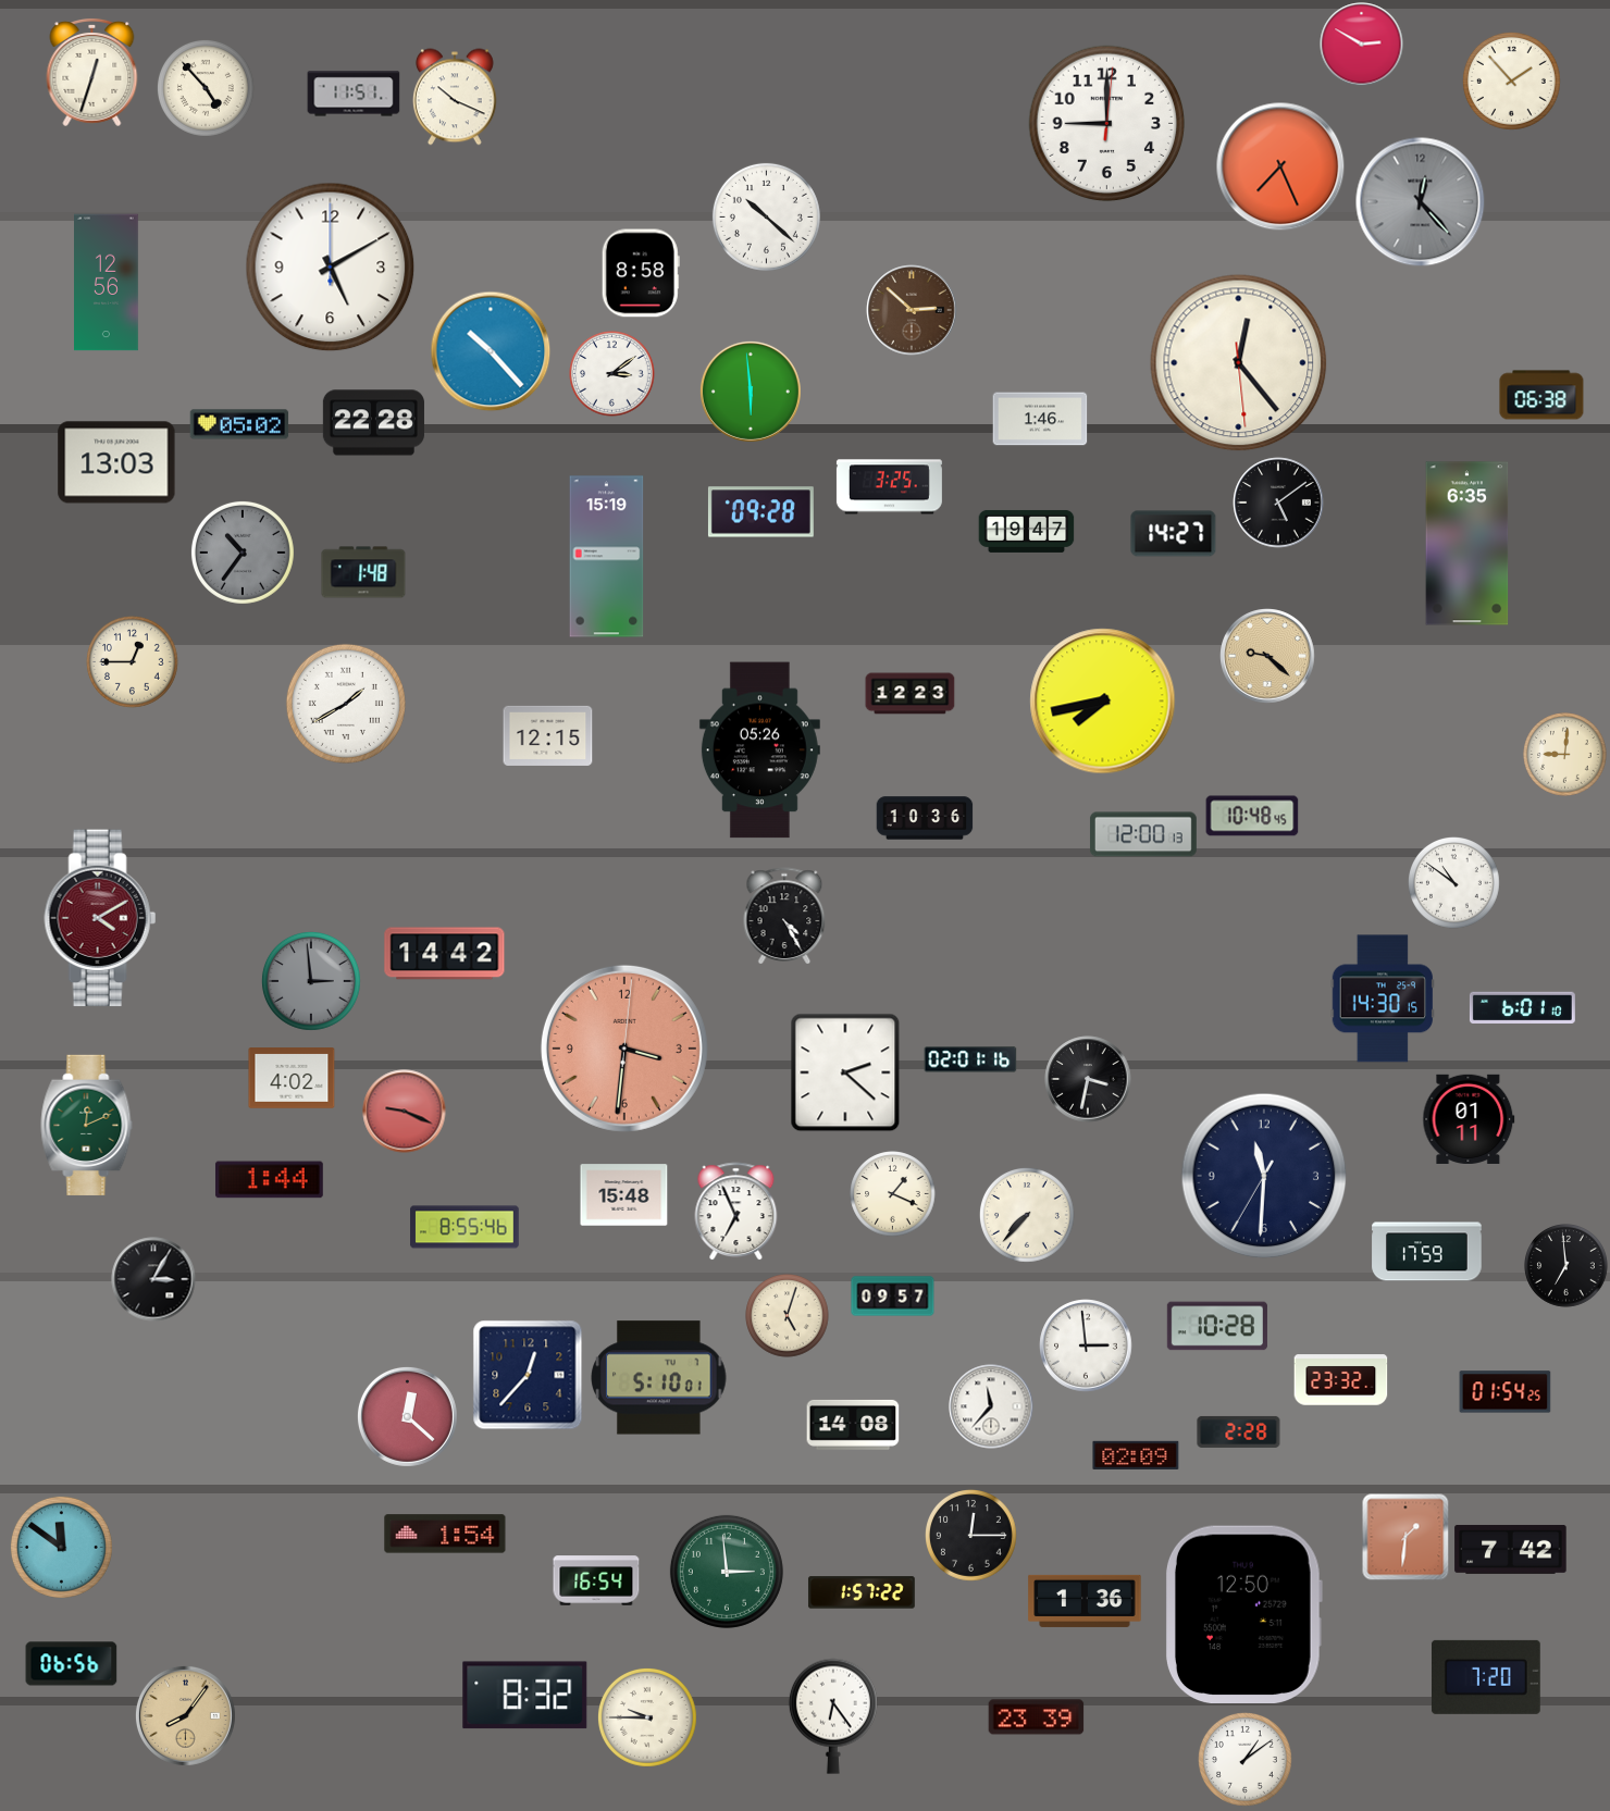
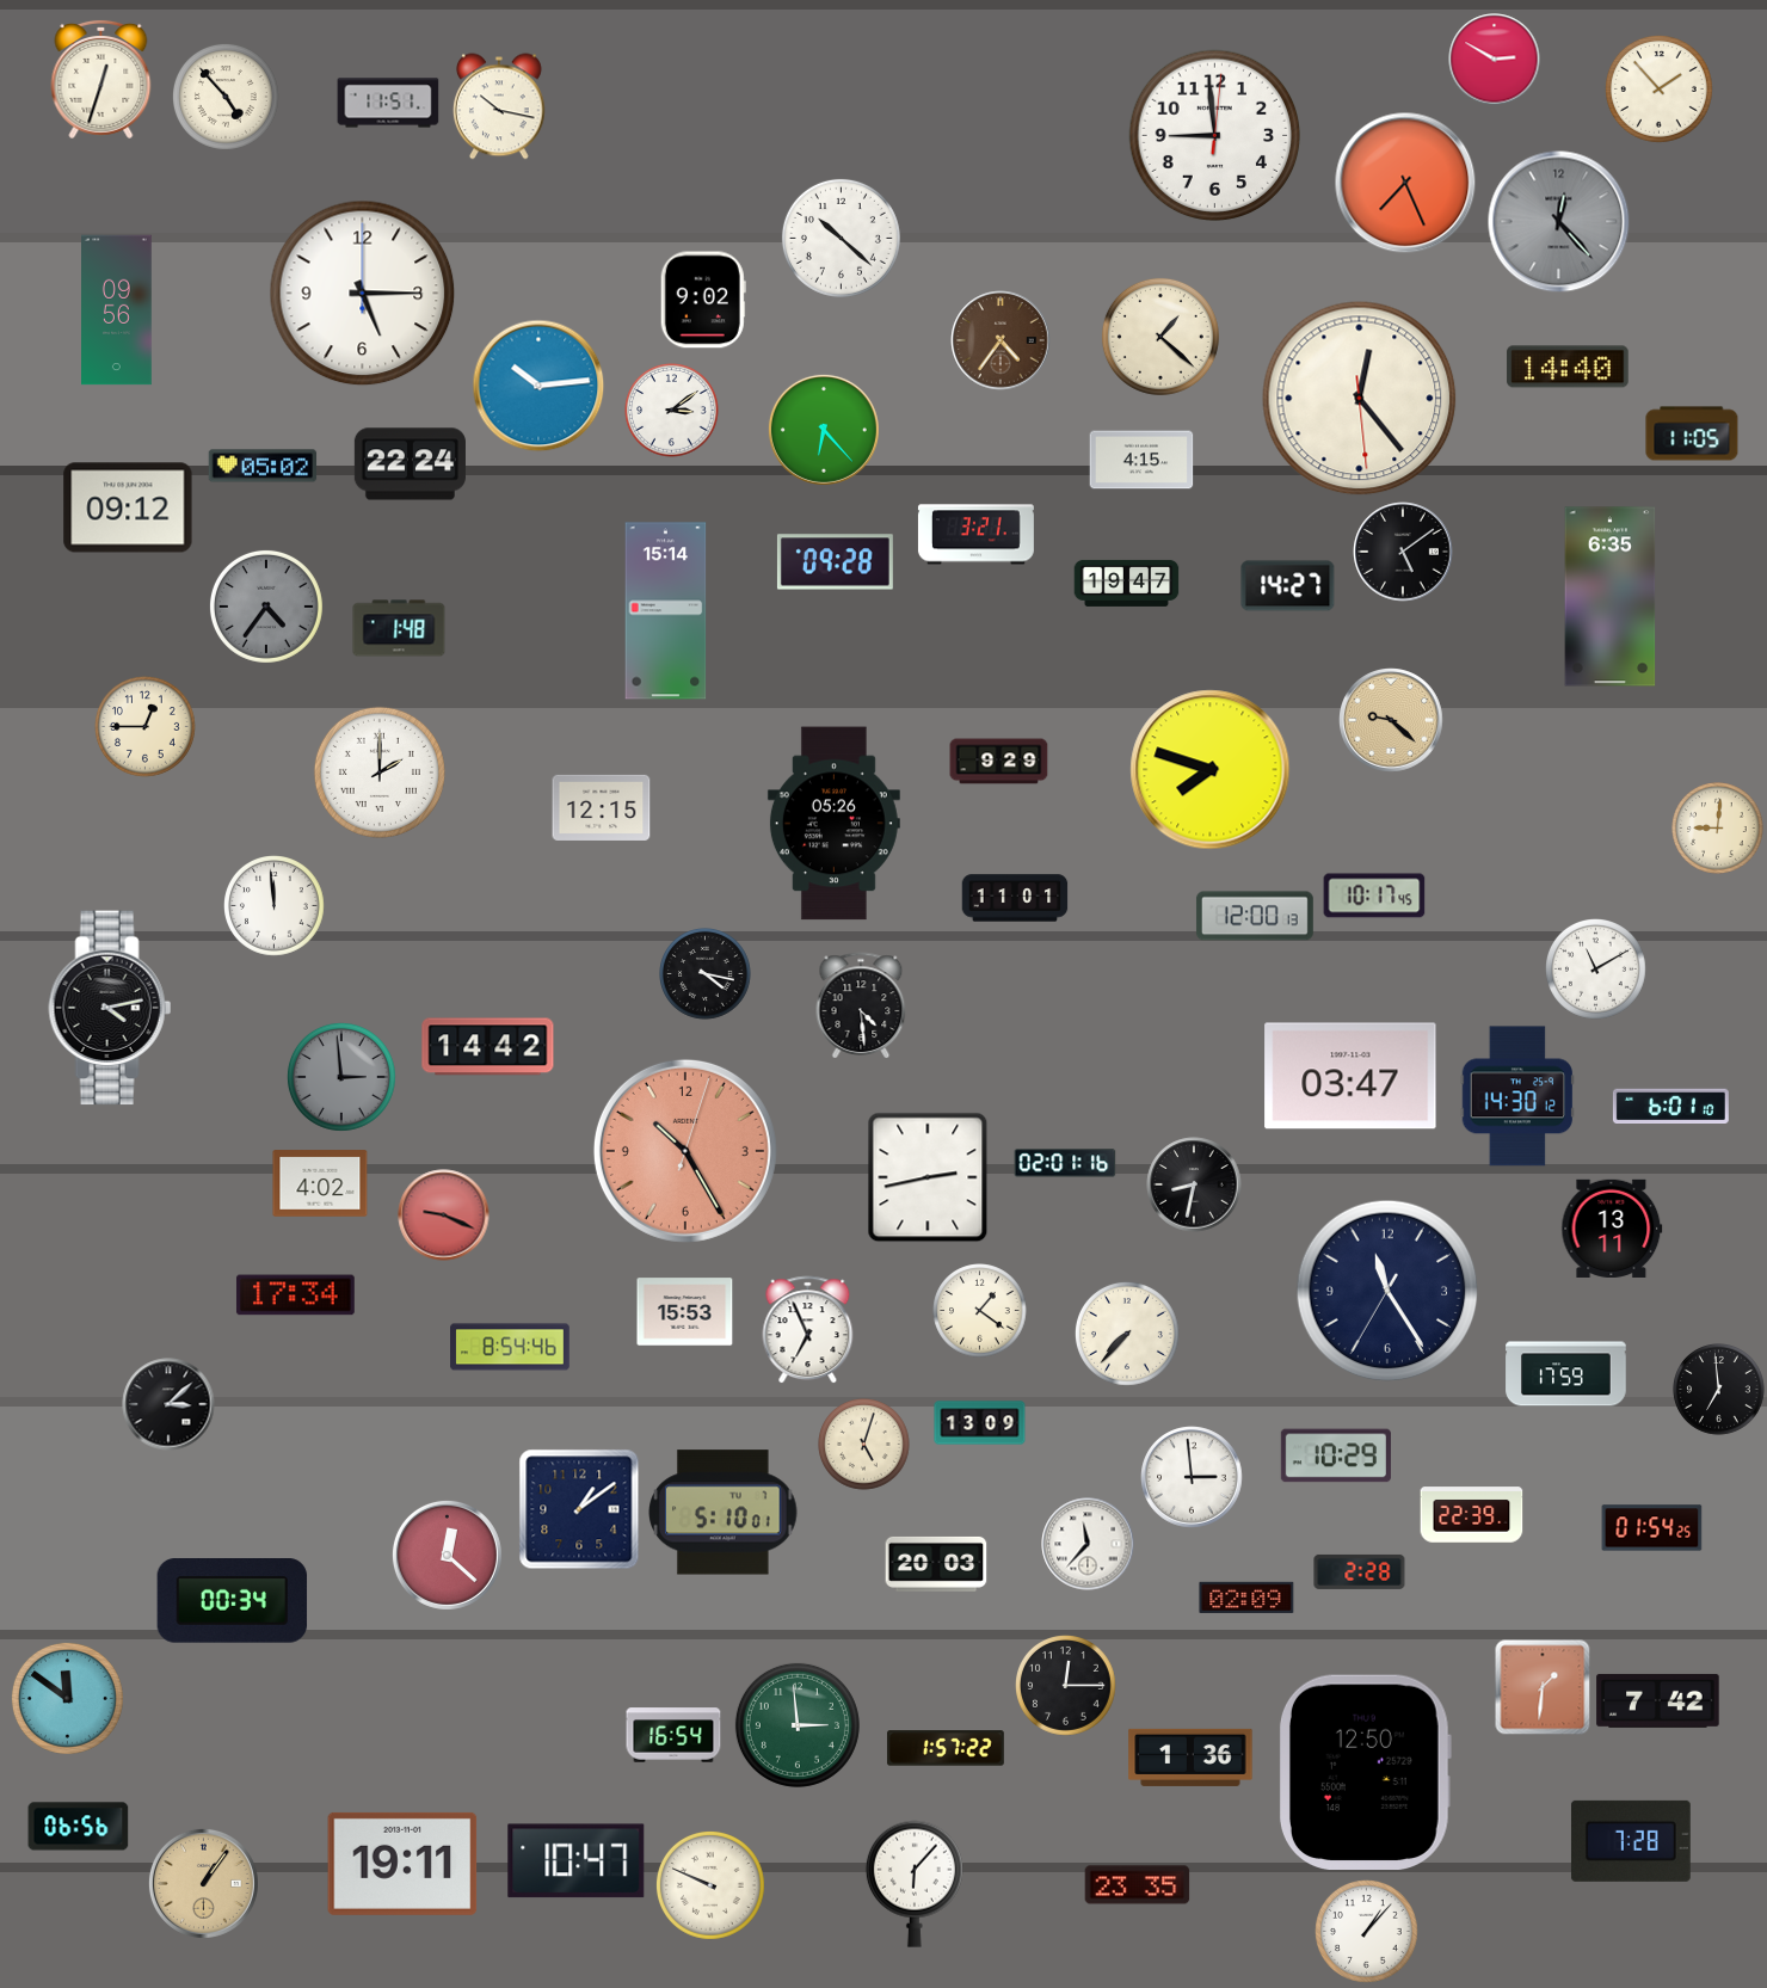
clock at (1362, 45) position: (1362, 45) -> (1495, 60)
clock at (456, 97): 10:19 -> 10:17
clock at (1107, 124): 9:00 -> 8:59
clock at (331, 268): 5:10 -> 5:15
clock at (641, 273): 8:58 -> 9:02
clock at (107, 283): 12:56 -> 09:56
clock at (1160, 337): none -> 1:22
clock at (912, 310): 2:52 -> 4:36
clock at (1568, 367): none -> 14:40
clock at (491, 351): 10:23 -> 10:14
clock at (751, 392): 5:59 -> 6:23
clock at (1541, 395): 06:38 -> 11:05
clock at (1040, 419): 1:46 -> 4:15
clock at (373, 423): 22:28 -> 22:24
clock at (116, 462): 13:03 -> 09:12
clock at (889, 487): 3:25 -> 3:21
clock at (243, 553): 10:36 -> 4:36
clock at (607, 557): 15:19 -> 15:14
clock at (911, 694): 12:23 -> 9:29
clock at (1103, 702): 7:43 -> 7:48
clock at (346, 704): 1:40 -> 2:00
clock at (1252, 816): 10:48 -> 10:17
clock at (925, 818): 10:36 -> 11:01
clock at (275, 906): none -> 11:59
clock at (1454, 883): 10:51 -> 11:10
clock at (706, 974): none -> 4:17
clock at (784, 916): 4:25 -> 4:29
clock at (100, 918): 4:10 -> 4:13
clock at (100, 918) dial: burgundy -> black
clock at (1350, 1076): none -> 03:47
clock at (1383, 998): 14:30:15 -> 14:30:12
clock at (624, 1049): 3:31 -> 10:25
clock at (845, 1072): 2:22 -> 2:43
clock at (1088, 1079): 3:32 -> 8:32
clock at (405, 1112) position: (405, 1112) -> (444, 1215)
clock at (1469, 1119): 01:11 -> 13:11
clock at (87, 1125): 12:11 -> none
clock at (1264, 1176): 11:30 -> 11:24
clock at (269, 1180): 1:44 -> 17:34
clock at (893, 1194): 1:19 -> 1:21
clock at (624, 1195): 15:48 -> 15:53
clock at (465, 1227): 8:55 -> 8:54
clock at (153, 1279): 3:05 -> 3:08
clock at (893, 1297): 09:57 -> 13:09
clock at (1217, 1326): 10:28 -> 10:29
clock at (528, 1375): 12:37 -> 1:09
clock at (1341, 1380): 23:32 -> 22:39
clock at (853, 1425): 14:08 -> 20:03
clock at (233, 1601): none -> 00:34
clock at (445, 1534): 1:54 -> none
clock at (596, 1580) position: (596, 1580) -> (673, 1735)
clock at (1486, 1677): 7:20 -> 7:28
clock at (525, 1696): 8:32 -> 10:47
clock at (402, 1864): none -> 19:11
clock at (185, 1715): 8:06 -> 1:06
clock at (833, 1716): 6:24 -> 6:07
clock at (647, 1717): 9:45 -> 9:49
clock at (1037, 1717): 23:39 -> 23:35
clock at (1246, 1760): 1:09 -> 1:07
